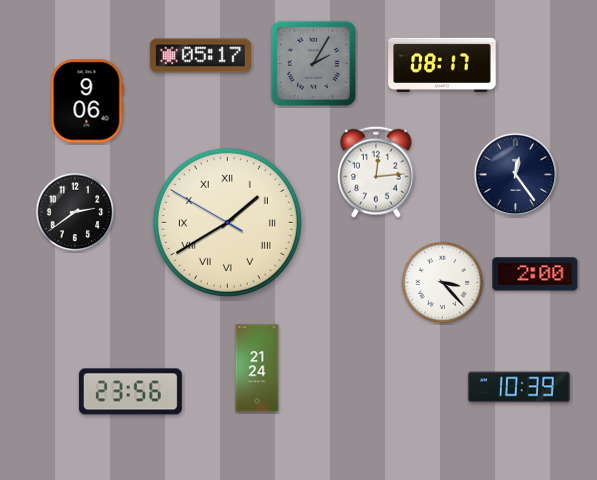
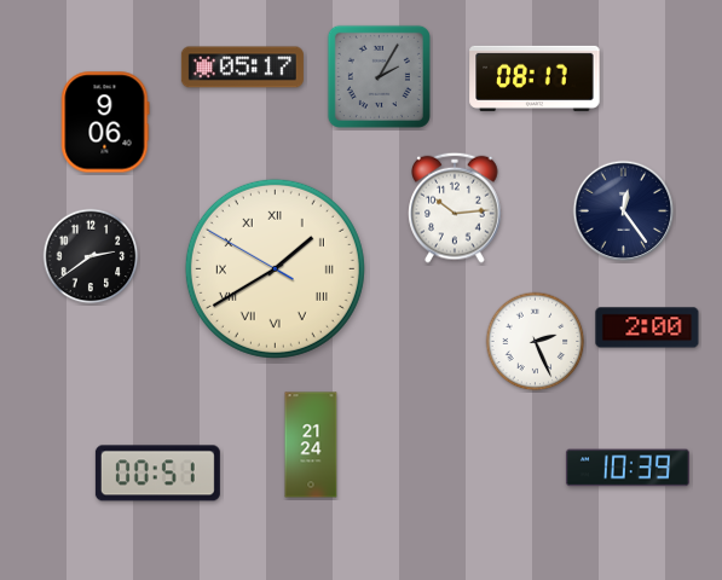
clock at (376, 172): 12:14 -> 10:14
clock at (535, 274) position: (535, 274) -> (647, 327)
clock at (443, 283): 3:23 -> 2:26
clock at (130, 392): 23:56 -> 00:51
